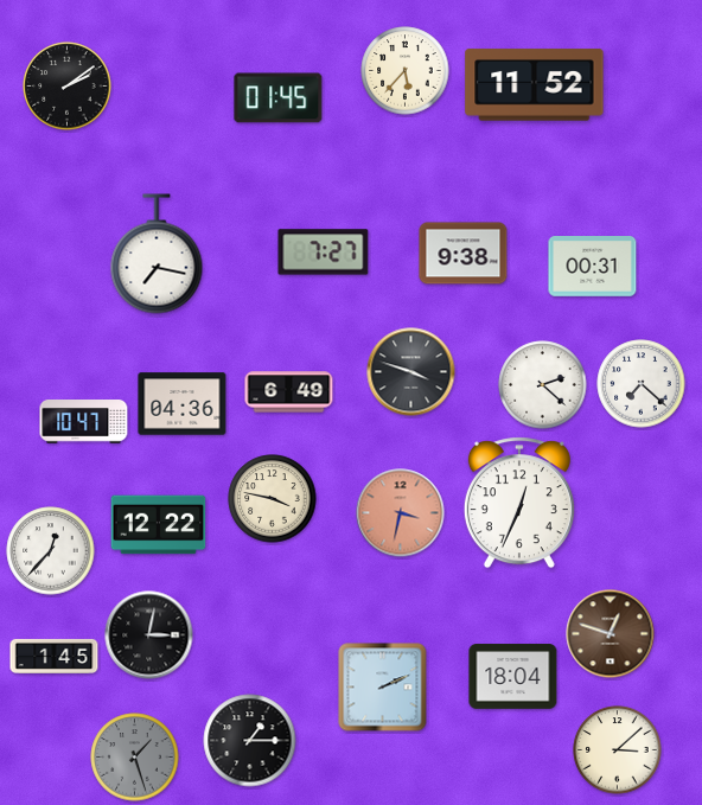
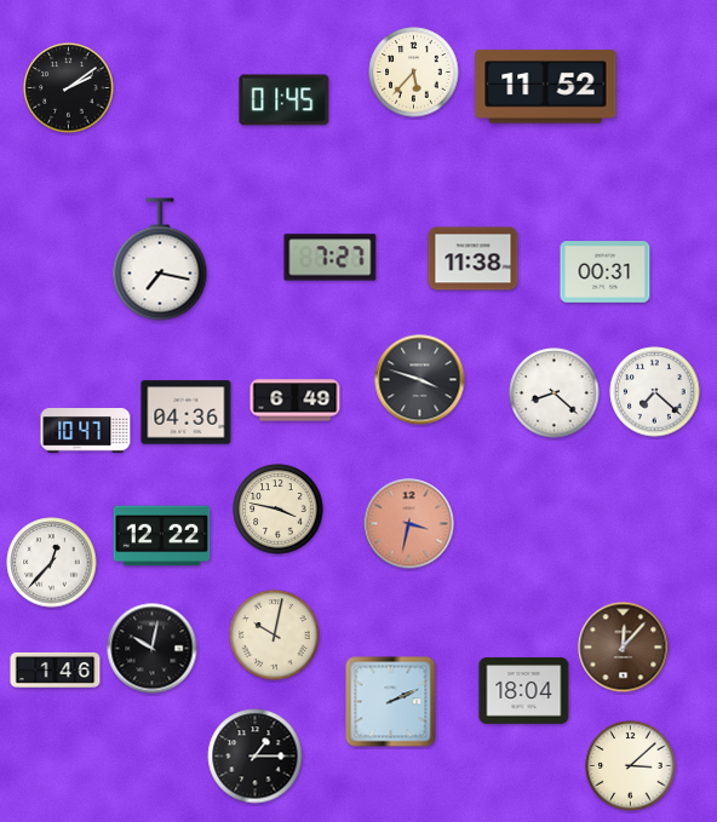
clock at (464, 254): 9:38 -> 11:38
clock at (543, 385): 2:22 -> 8:22
clock at (519, 503): 12:34 -> none
clock at (275, 636): none -> 10:02
clock at (611, 634): 12:48 -> 12:07
clock at (149, 635): 3:02 -> 10:02
clock at (55, 656): 1:45 -> 1:46
clock at (135, 758): 1:27 -> none
